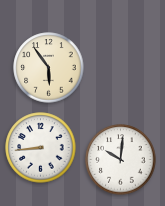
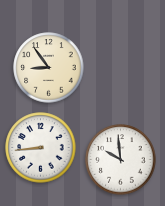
clock at (49, 68): 5:54 -> 8:54
clock at (121, 160): 10:01 -> 9:59
